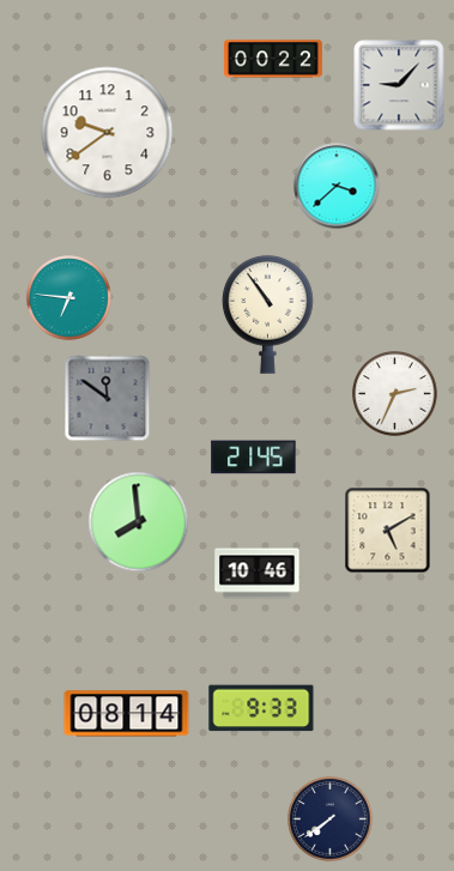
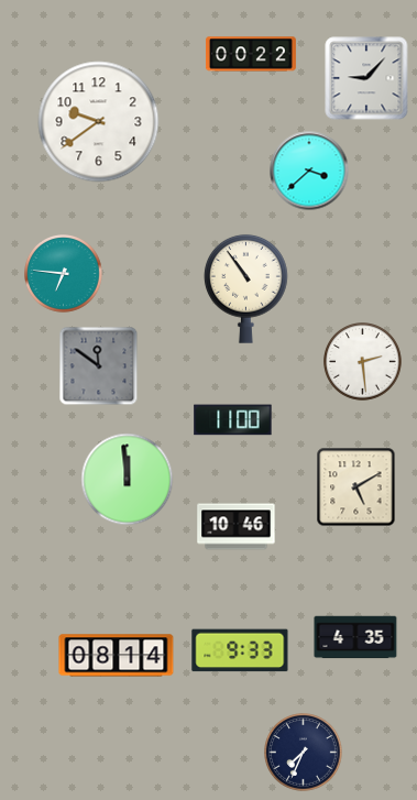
clock at (395, 394): 2:34 -> 2:29
clock at (254, 458): 21:45 -> 11:00
clock at (139, 522): 7:59 -> 11:59
clock at (355, 637): none -> 4:35
clock at (331, 819): 7:39 -> 7:34
